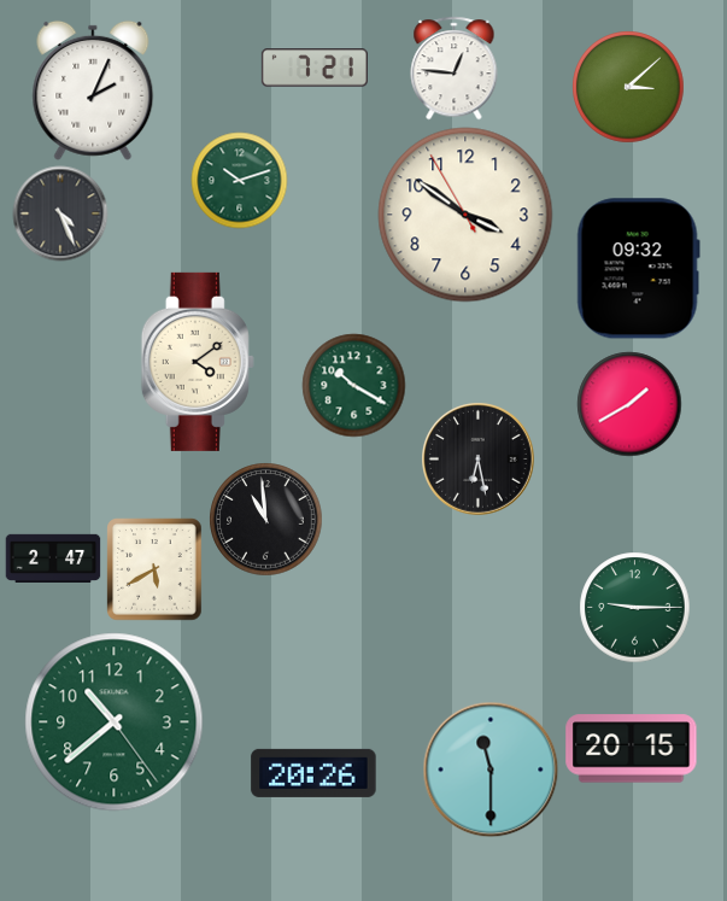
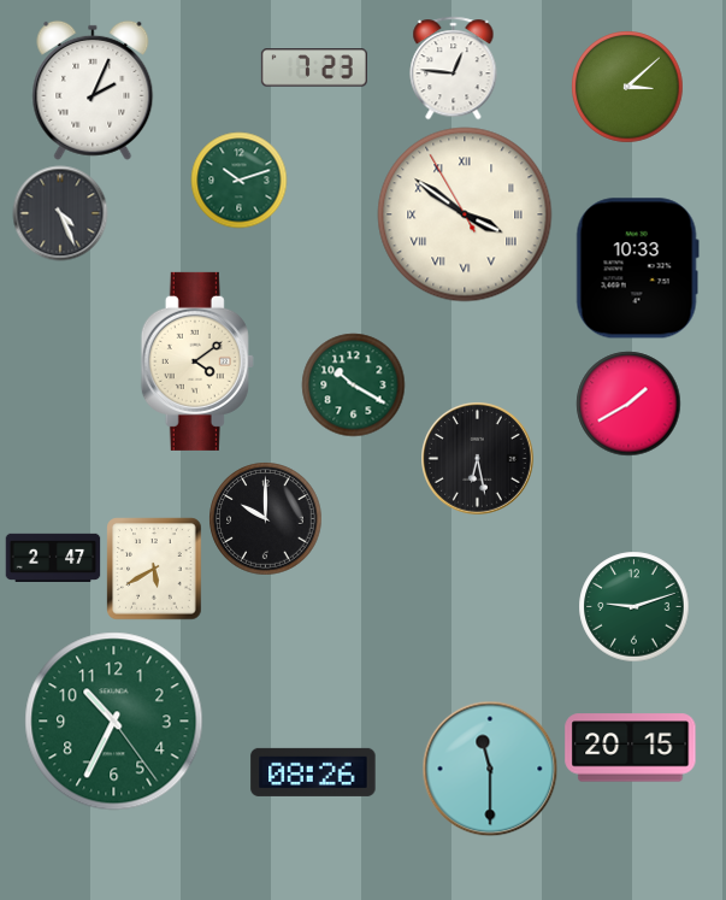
clock at (315, 68): 7:21 -> 7:23
clock at (465, 215) numerals: Arabic -> Roman
clock at (638, 269): 09:32 -> 10:33
clock at (265, 519): 10:59 -> 10:00
clock at (634, 607): 9:15 -> 9:12
clock at (115, 722): 10:38 -> 10:34
clock at (313, 773): 20:26 -> 08:26
